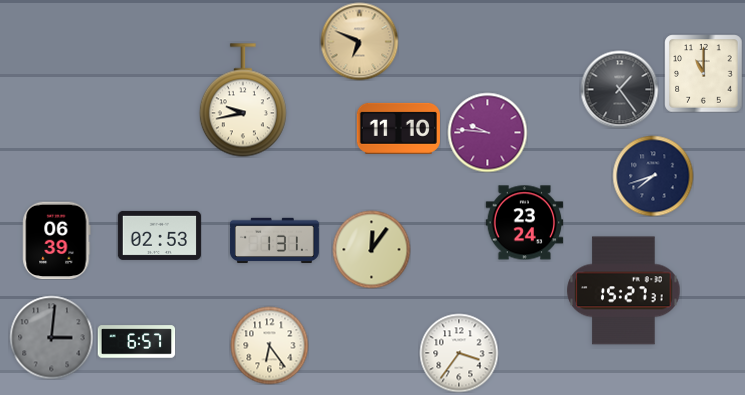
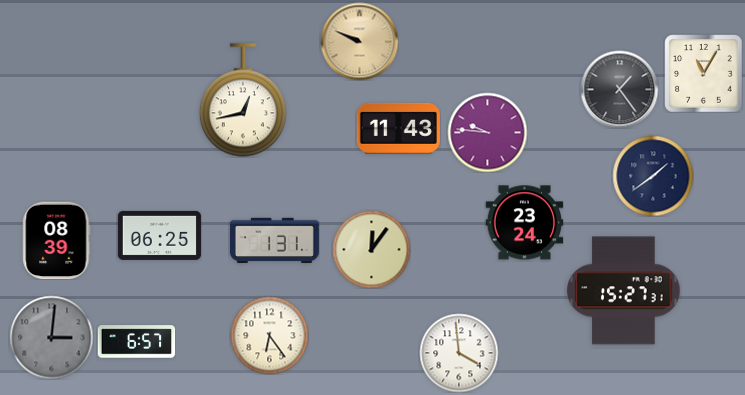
clock at (359, 41): 6:49 -> 9:49
clock at (703, 73): 11:00 -> 11:05
clock at (243, 100): 9:43 -> 12:43
clock at (398, 128): 11:10 -> 11:43
clock at (653, 176): 7:42 -> 1:39
clock at (159, 235): 02:53 -> 06:25
clock at (57, 240): 06:39 -> 08:39
clock at (269, 345) position: (269, 345) -> (269, 335)
clock at (459, 353): 3:36 -> 3:59
